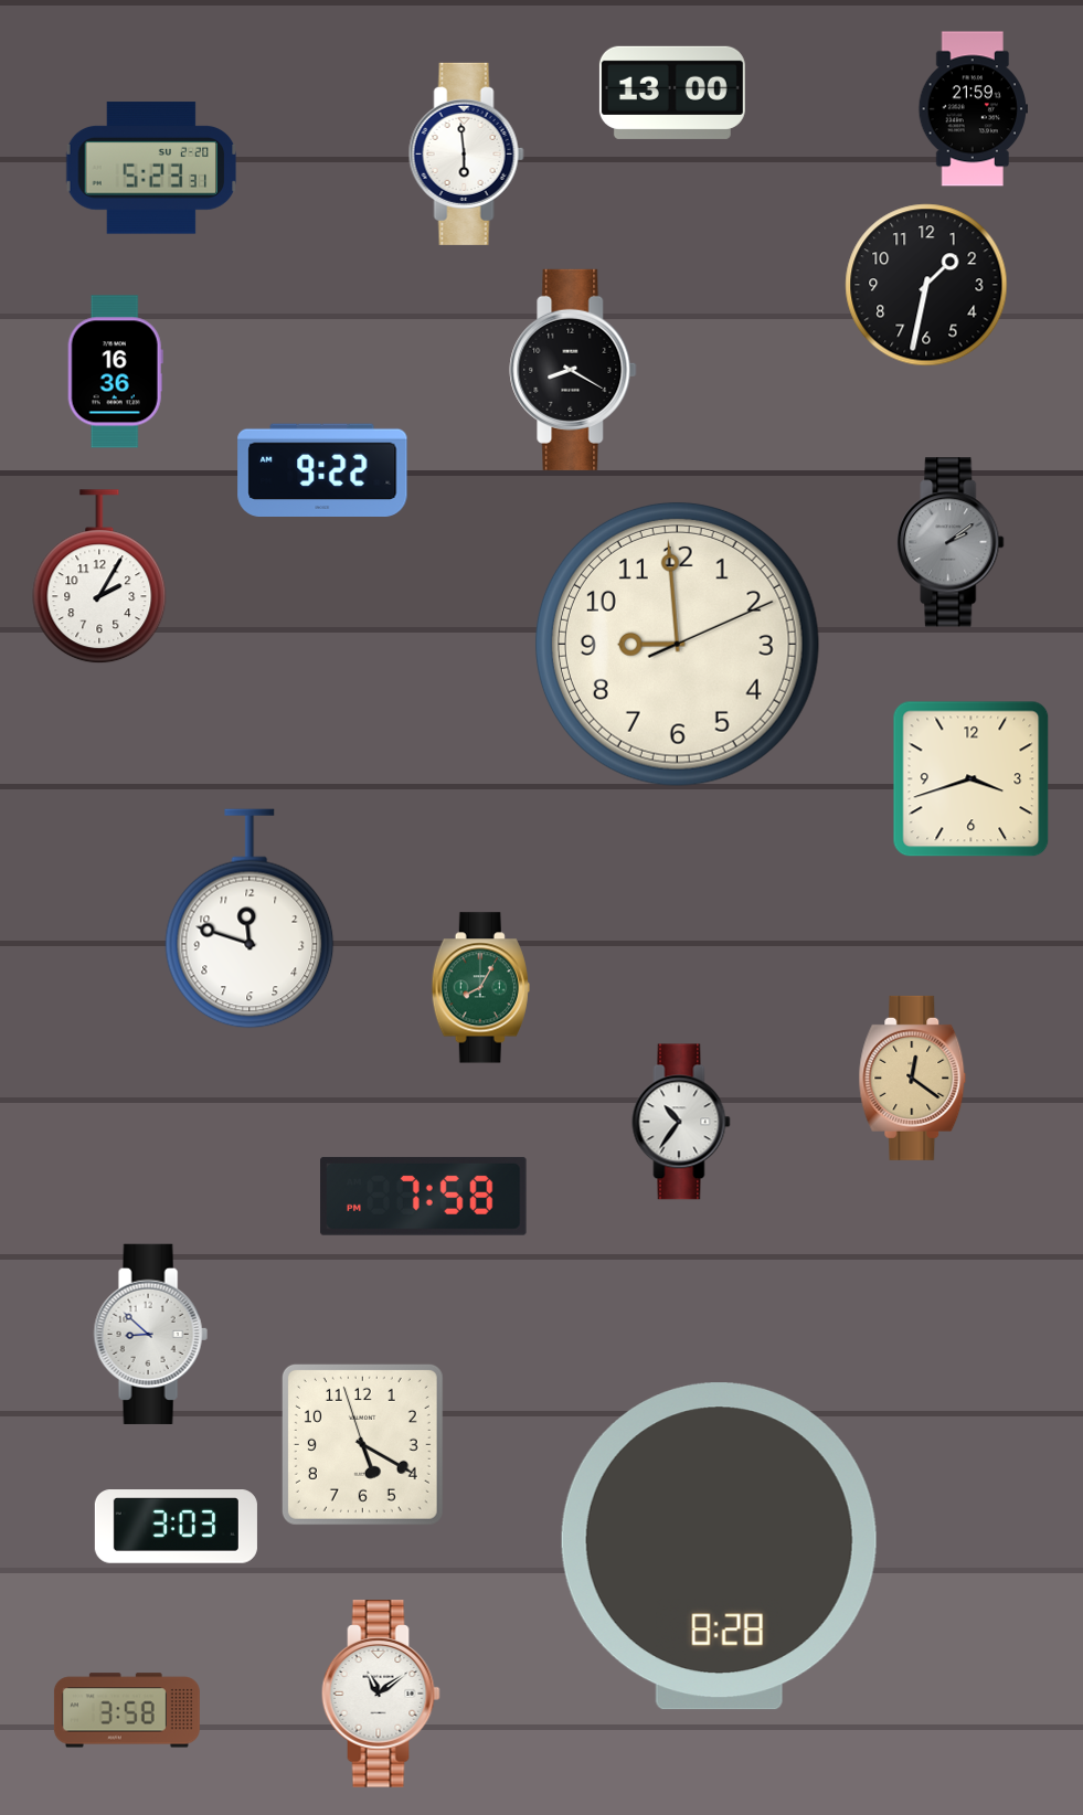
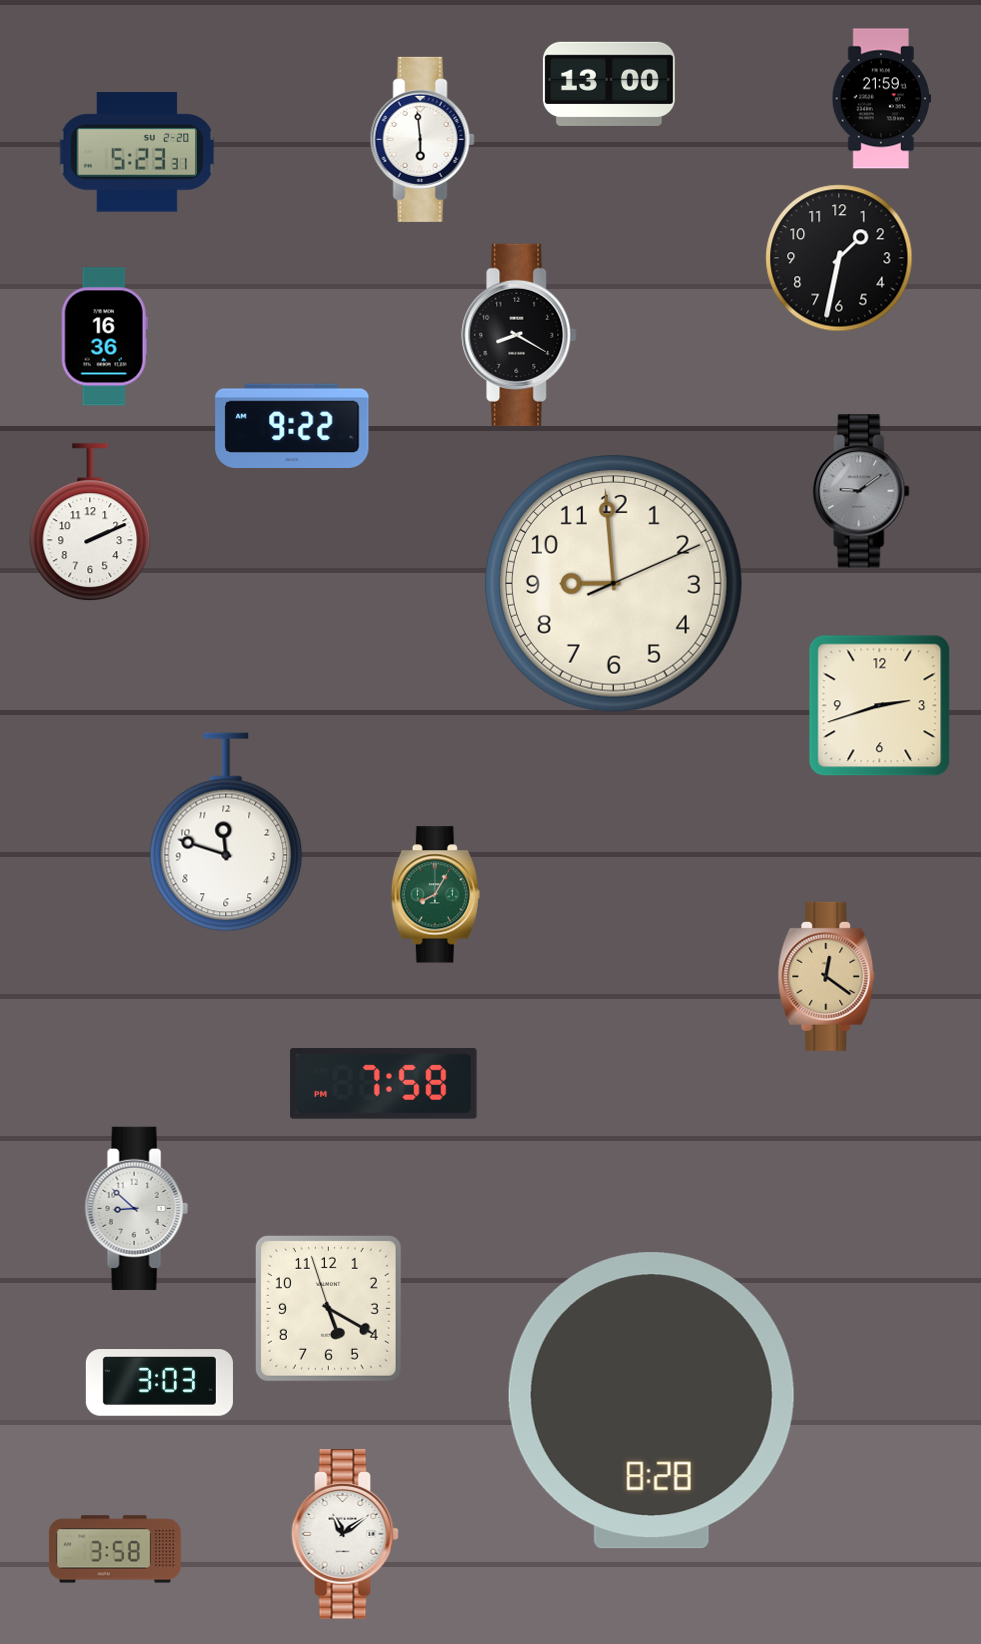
clock at (951, 542): 2:09 -> 9:09
clock at (99, 577): 2:05 -> 2:11
clock at (971, 779): 3:42 -> 2:42
clock at (681, 1122): 10:36 -> none
